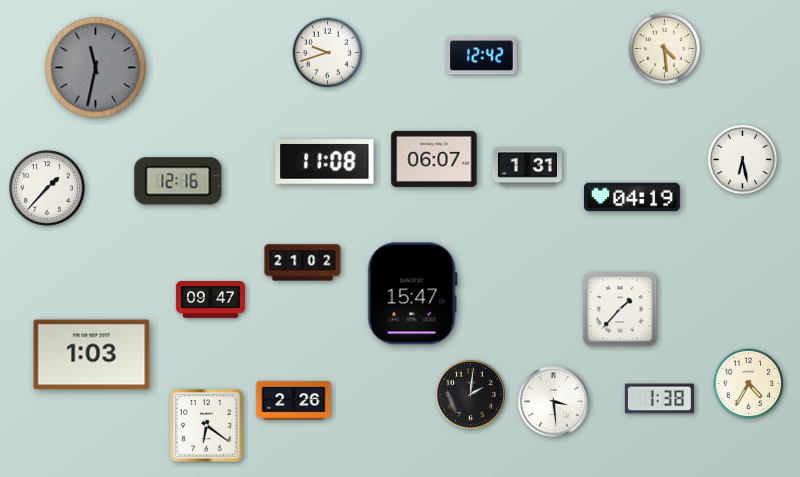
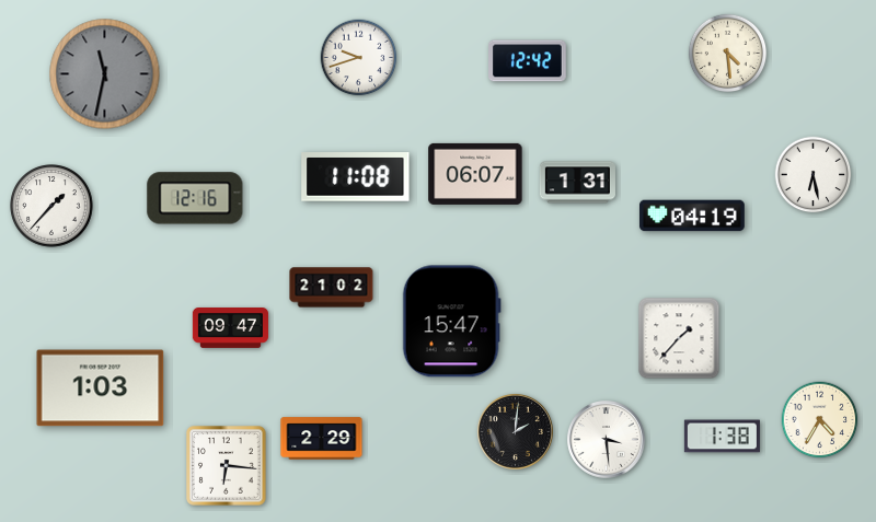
clock at (294, 401): 2:26 -> 2:29
clock at (207, 426): 6:21 -> 6:16
